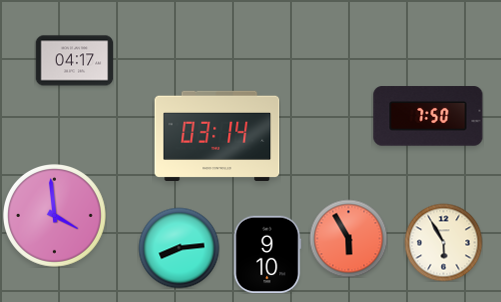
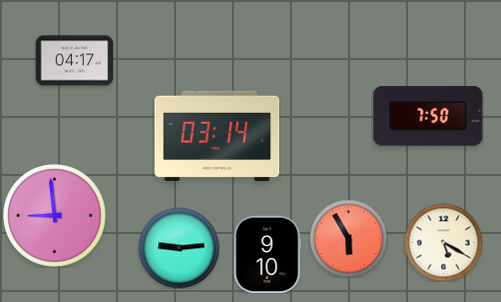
clock at (55, 216): 3:59 -> 8:59
clock at (443, 242): 5:55 -> 5:20
clock at (179, 248): 8:14 -> 9:14
